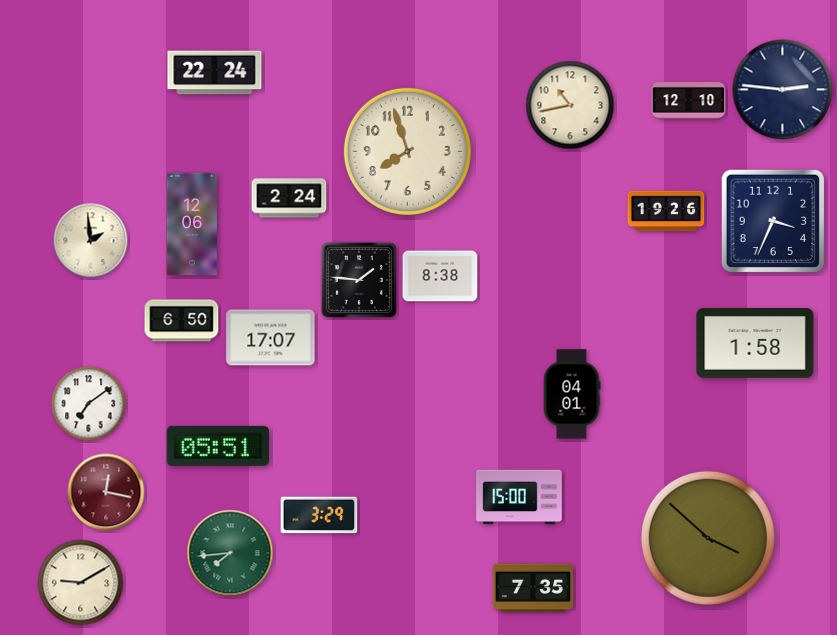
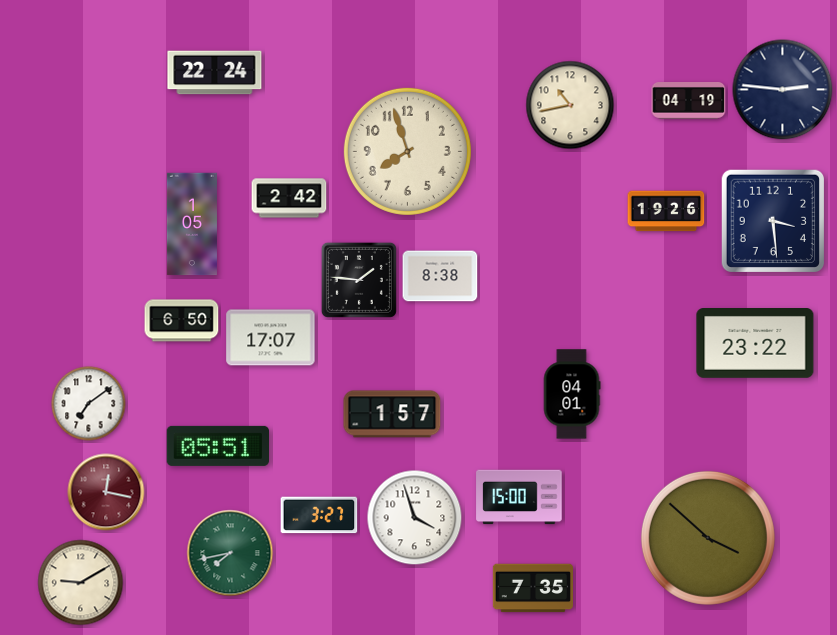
clock at (689, 101): 12:10 -> 04:19
clock at (289, 198): 2:24 -> 2:42
clock at (772, 220): 3:34 -> 3:29
clock at (192, 224): 12:06 -> 1:05
clock at (91, 241): 1:59 -> none
clock at (755, 344): 1:58 -> 23:22
clock at (392, 414): none -> 1:57
clock at (319, 515): 3:29 -> 3:27
clock at (415, 518): none -> 3:57
clock at (230, 553): 7:44 -> 7:43
